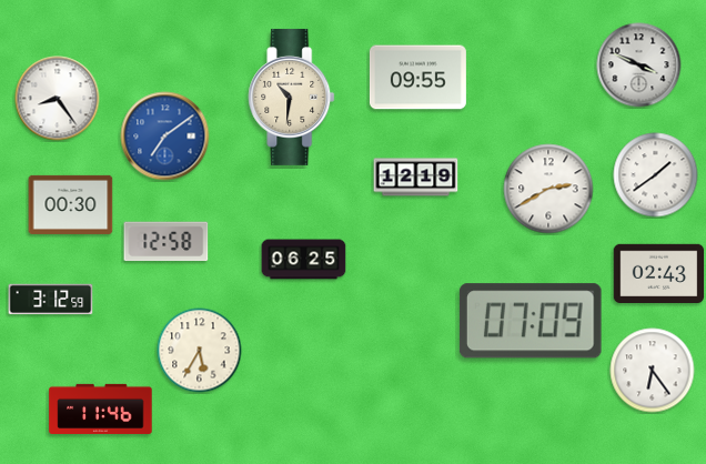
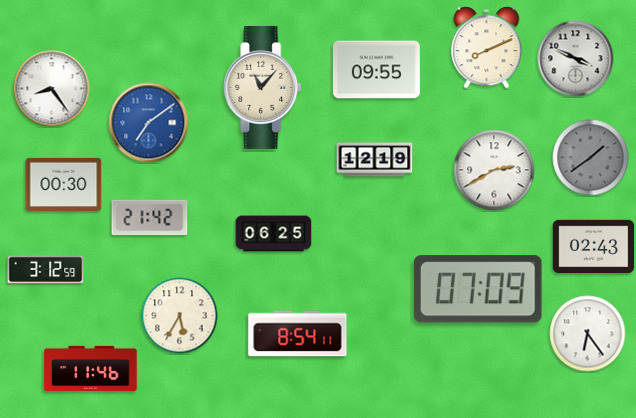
clock at (487, 48): none -> 8:11
clock at (292, 97): 10:31 -> 11:07
clock at (656, 175) dial: white -> grey
clock at (167, 242): 12:58 -> 21:42
clock at (298, 334): none -> 8:54
